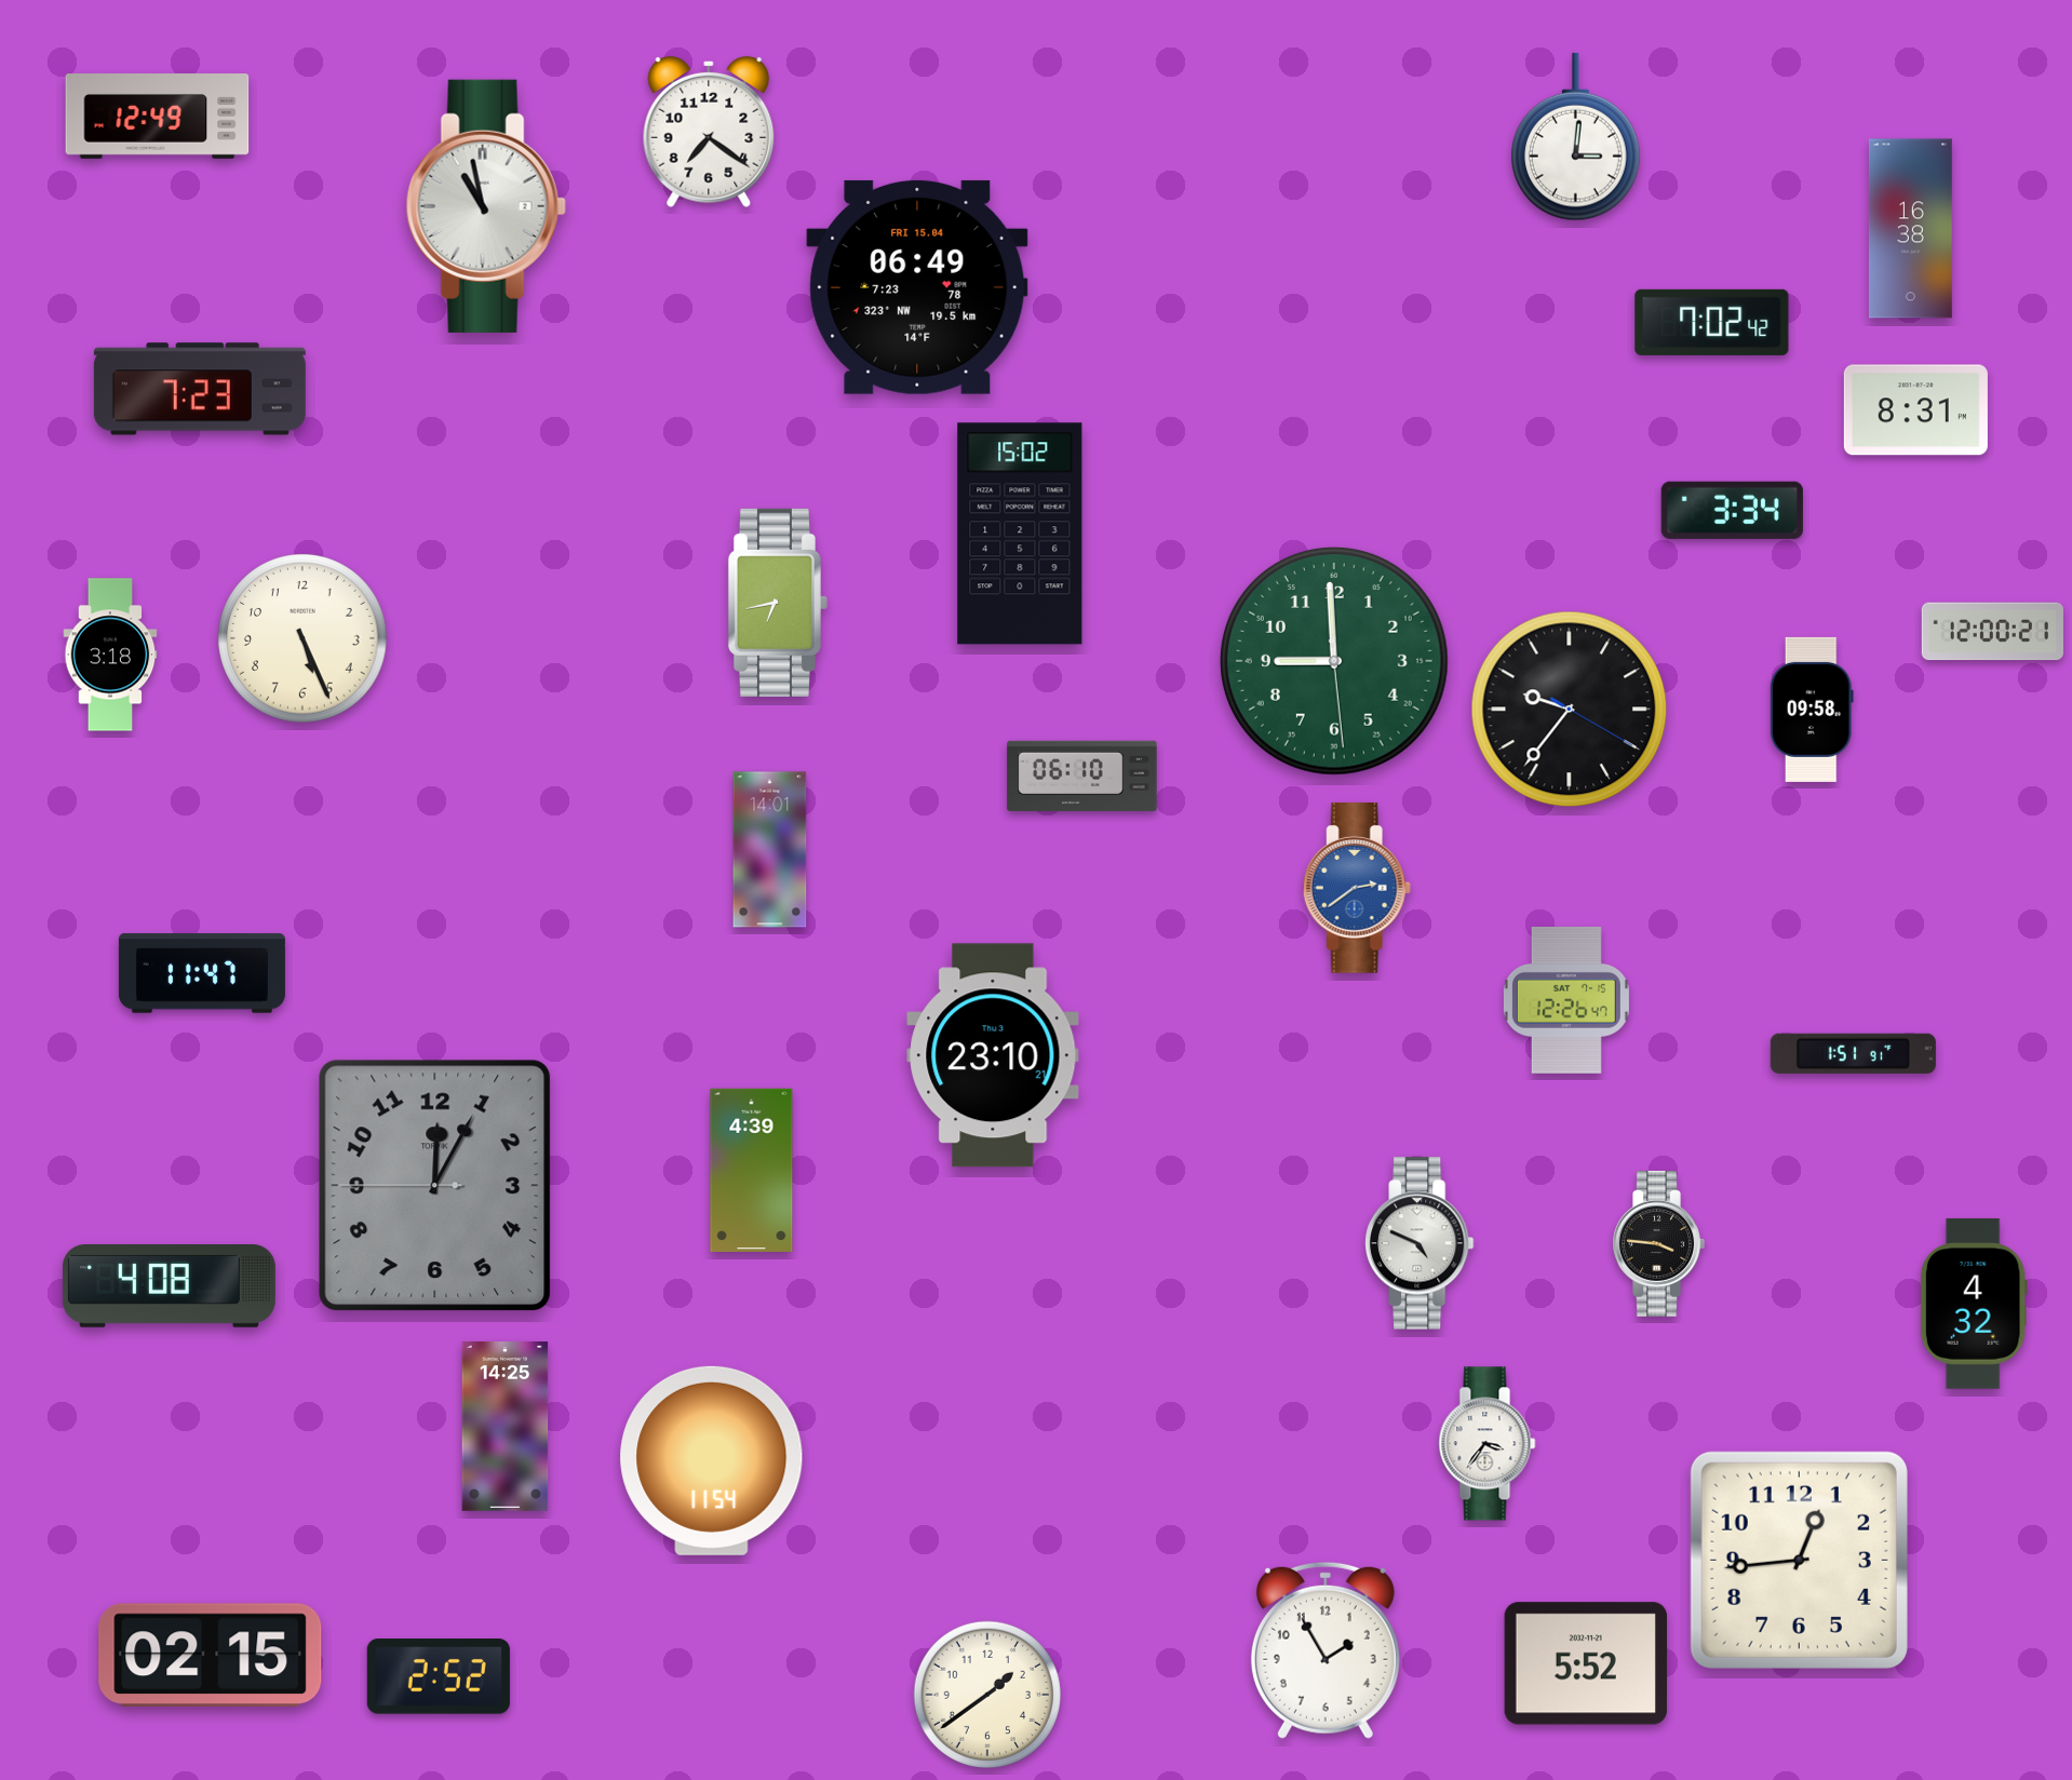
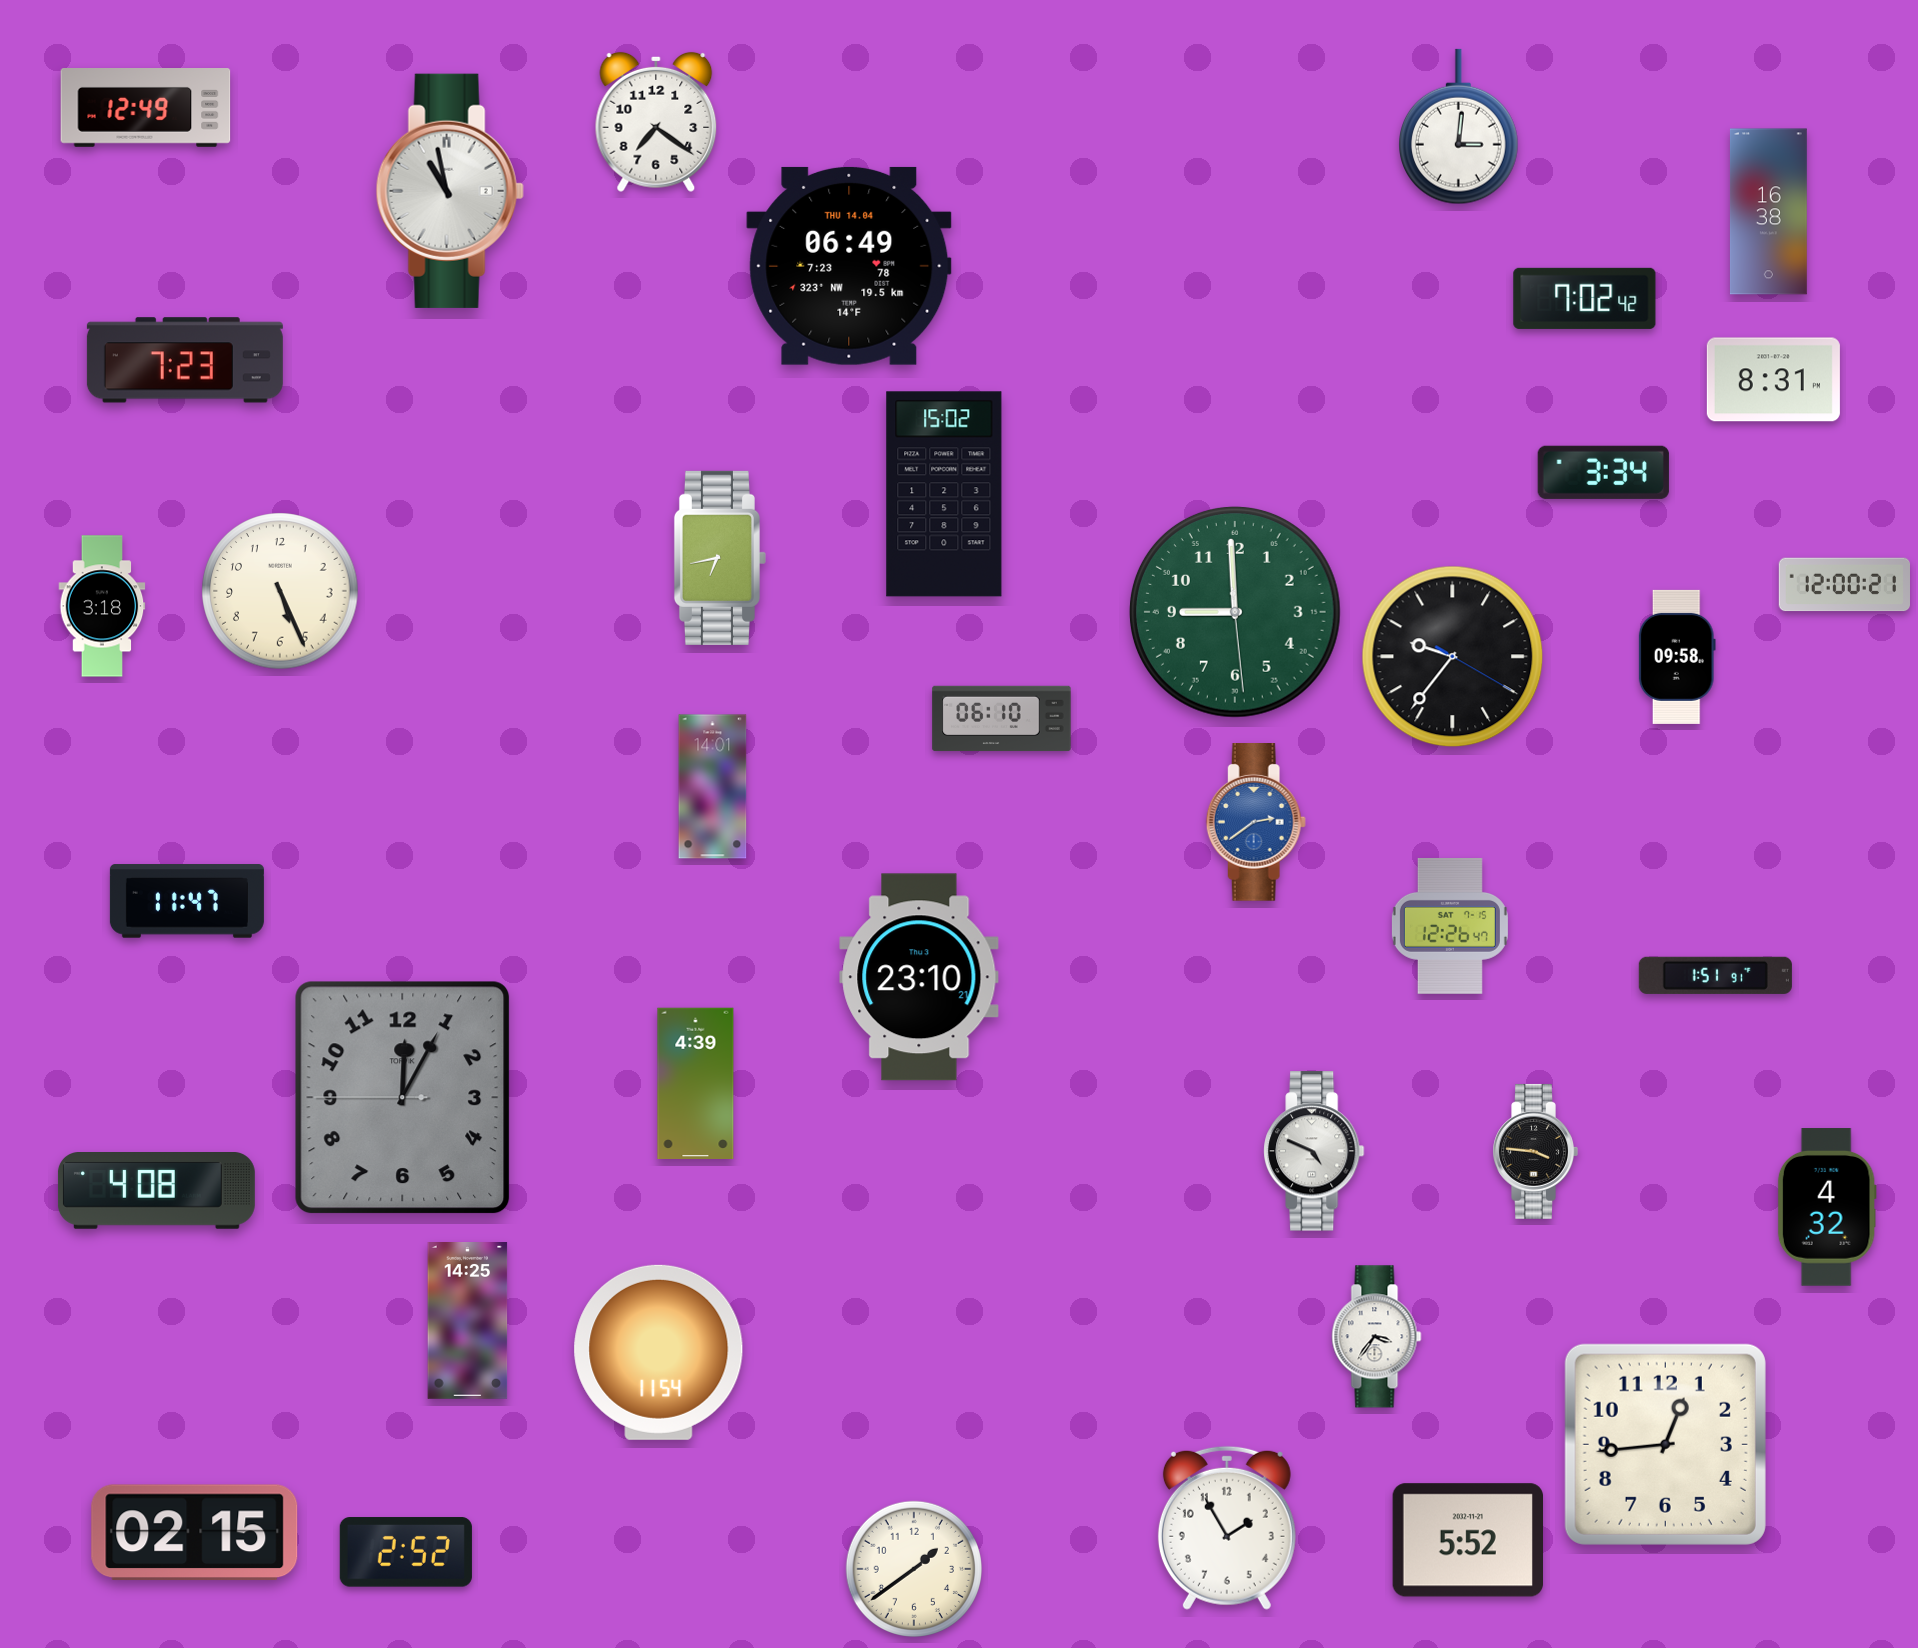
clock at (917, 287) date: FRI 15.04 -> THU 14.04
